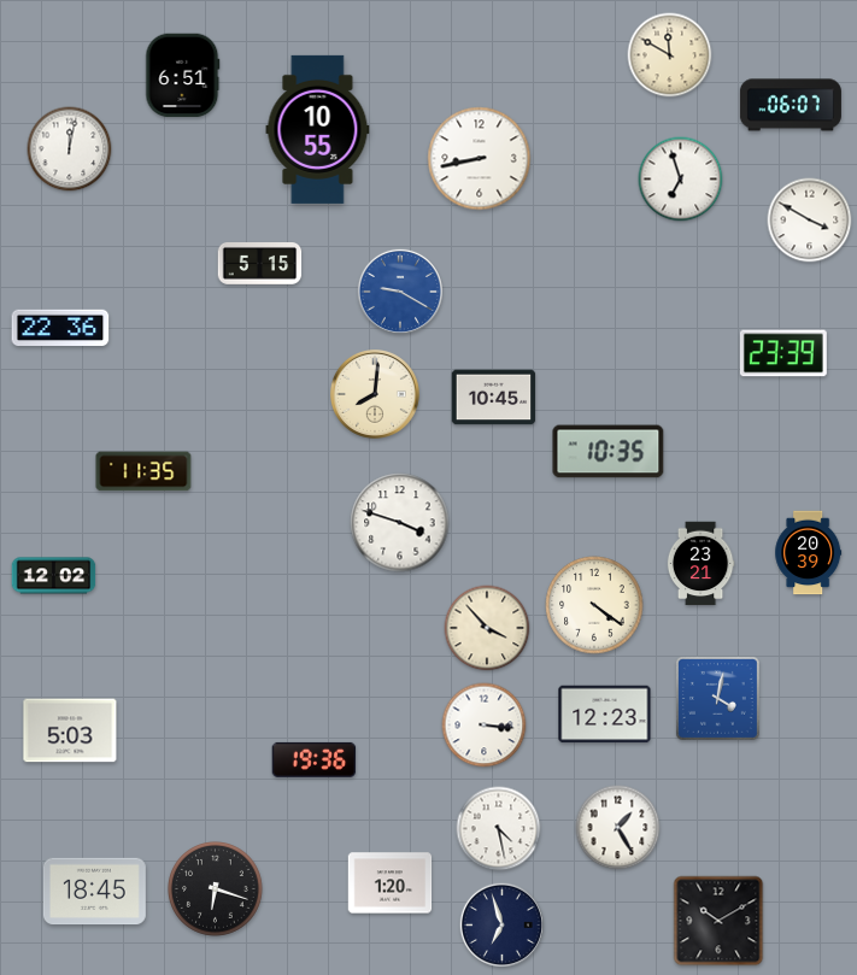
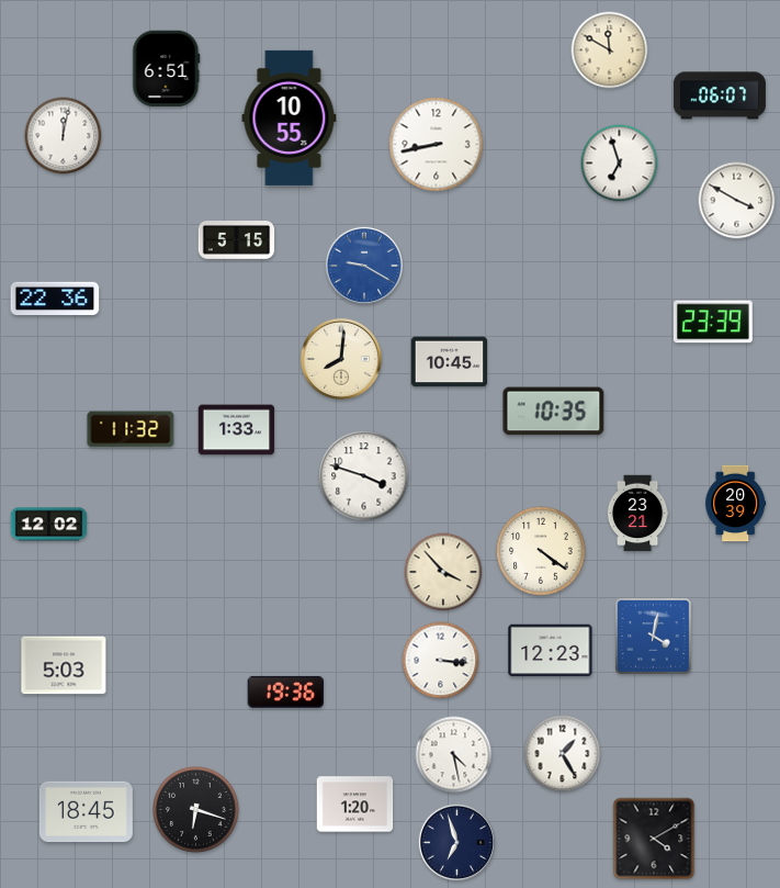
clock at (143, 471): 11:35 -> 11:32
clock at (237, 430): none -> 1:33
clock at (718, 921): 10:10 -> 4:10
